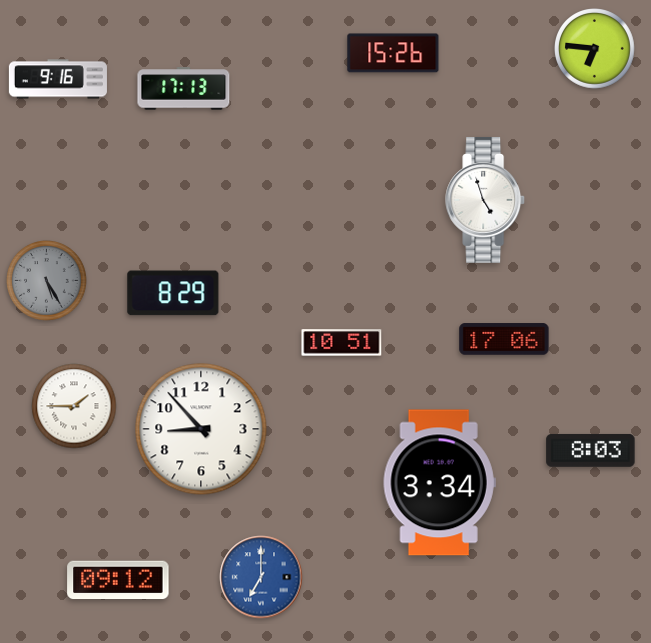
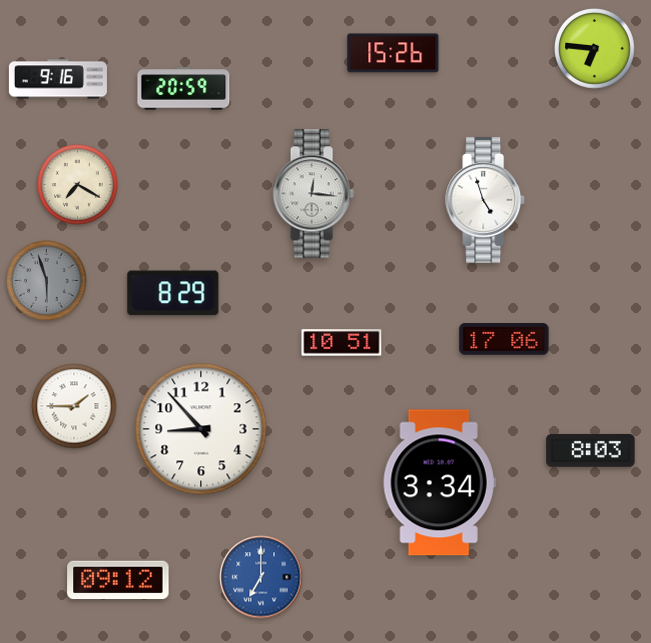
clock at (184, 89): 17:13 -> 20:59
clock at (78, 185): none -> 7:20
clock at (313, 194): none -> 12:16
clock at (47, 281): 5:25 -> 5:57
